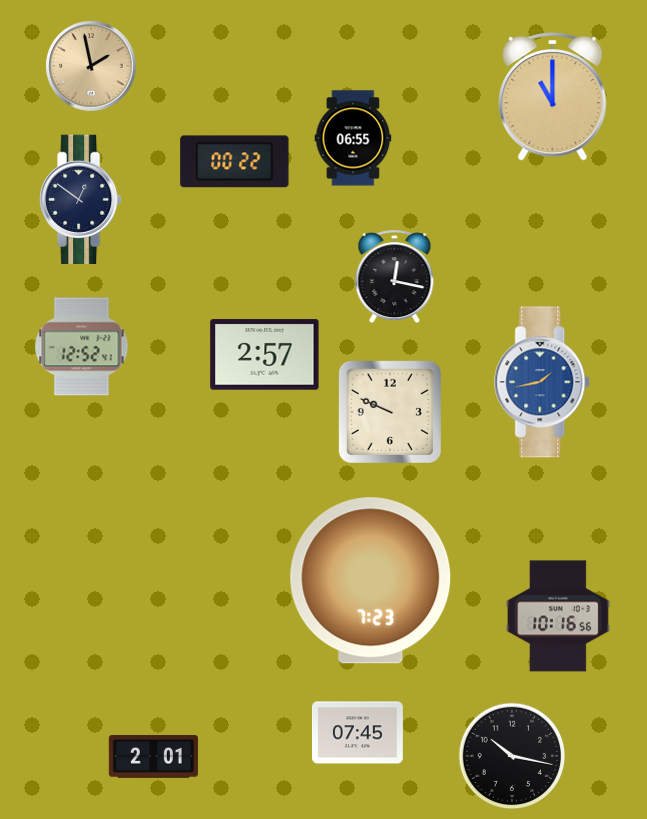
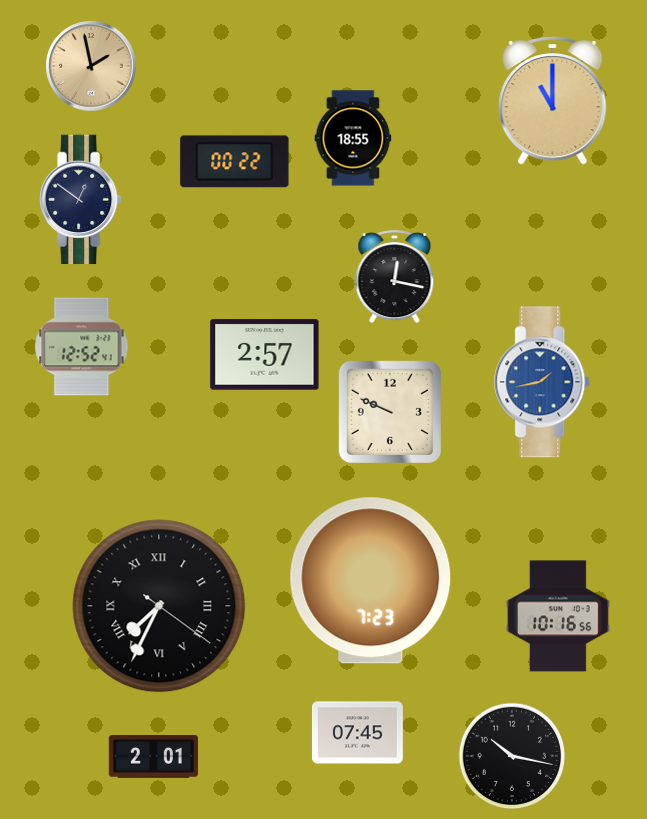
clock at (553, 96) position: (553, 96) -> (553, 100)
clock at (353, 138): 06:55 -> 18:55
clock at (159, 606): none -> 7:34
